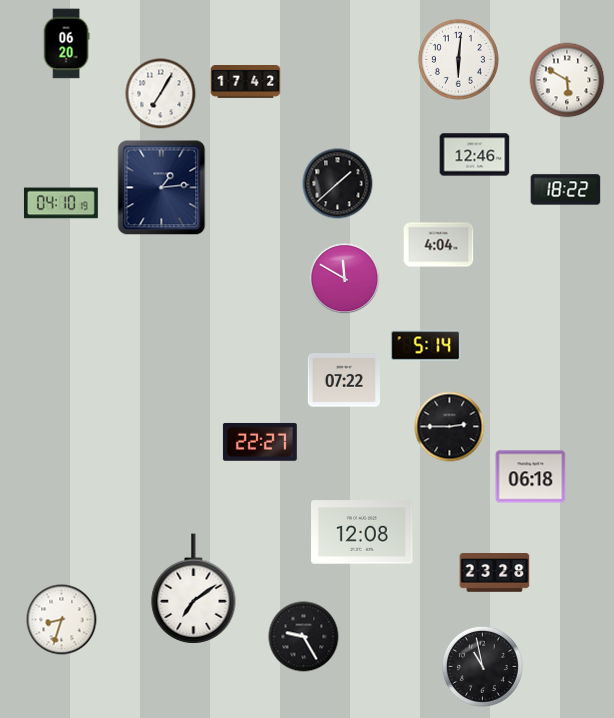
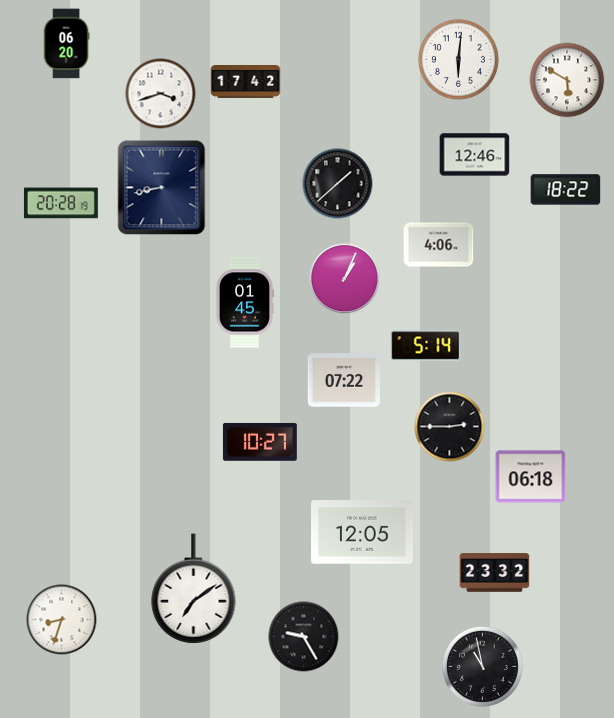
clock at (161, 94): 7:05 -> 3:42
clock at (162, 188): 1:14 -> 8:43
clock at (61, 203): 04:10 -> 20:28
clock at (439, 245): 4:04 -> 4:06
clock at (345, 279): 11:50 -> 1:04
clock at (244, 302): none -> 01:45
clock at (260, 442): 22:27 -> 10:27
clock at (362, 532): 12:08 -> 12:05
clock at (495, 573): 23:28 -> 23:32
